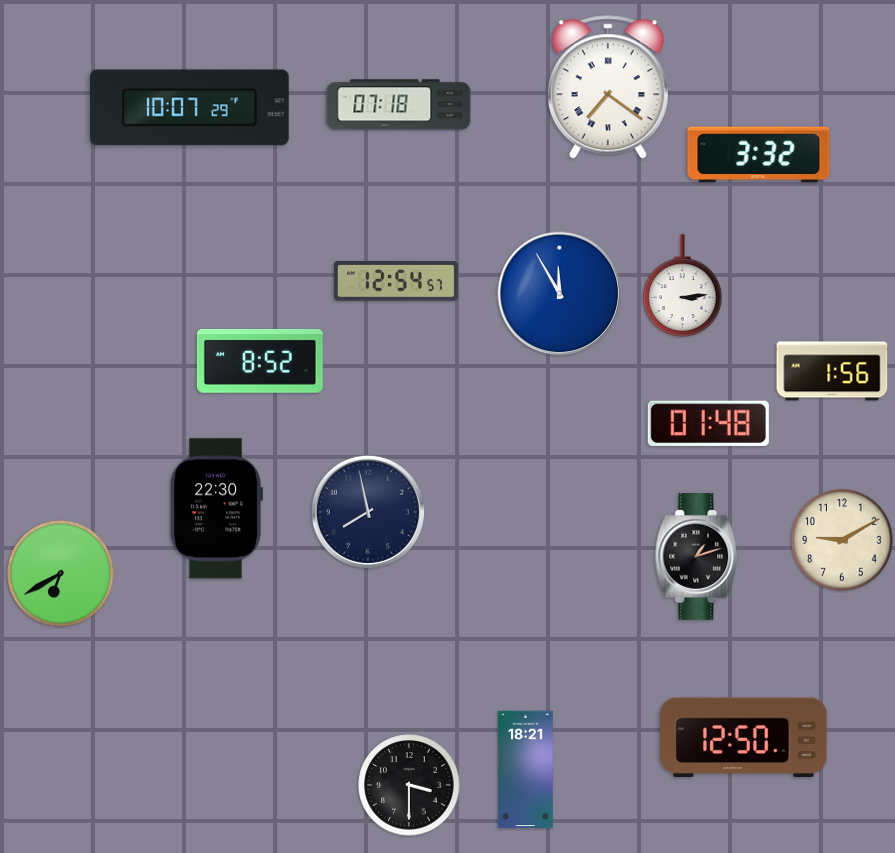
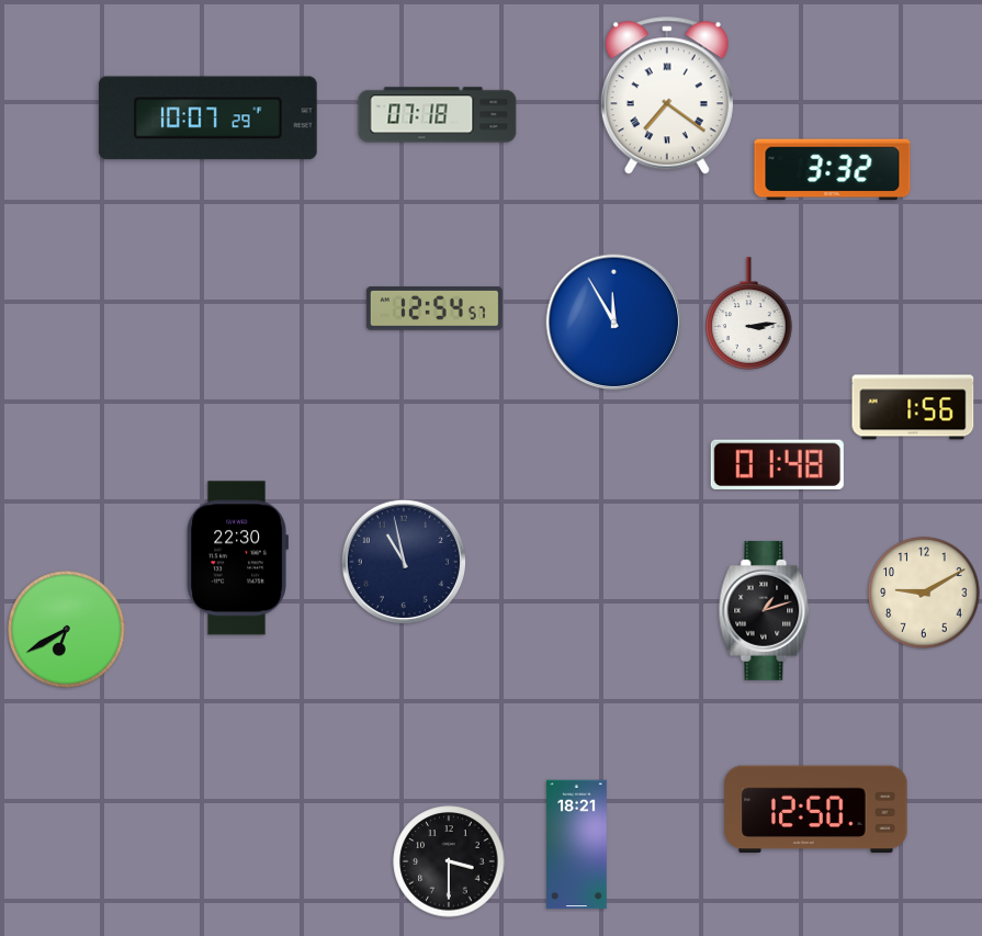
clock at (260, 362): 8:52 -> none
clock at (368, 512): 7:58 -> 10:58
